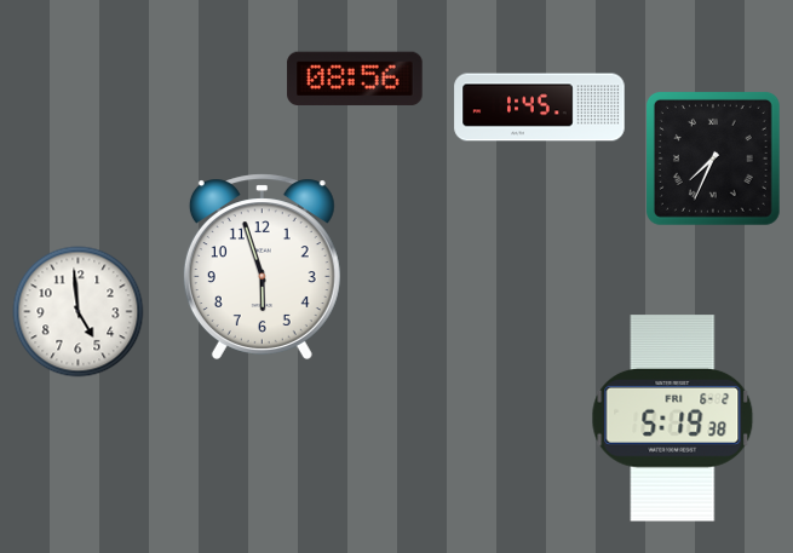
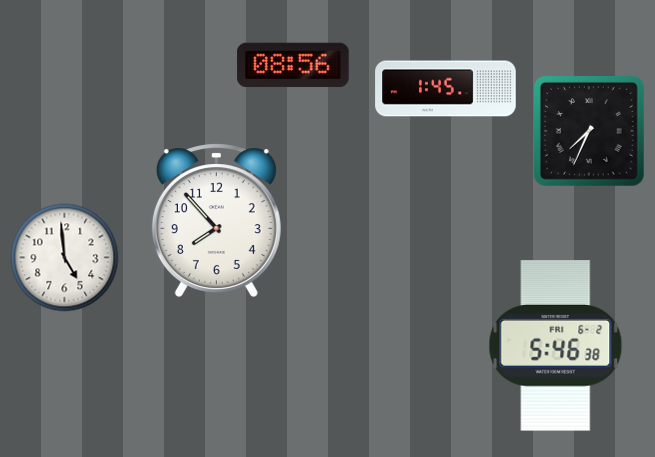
clock at (262, 266): 5:57 -> 7:53
clock at (673, 419): 5:19 -> 5:46
